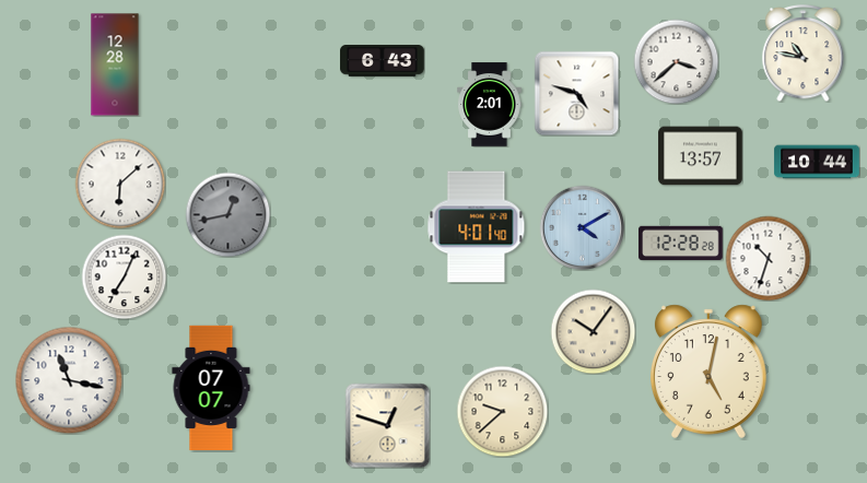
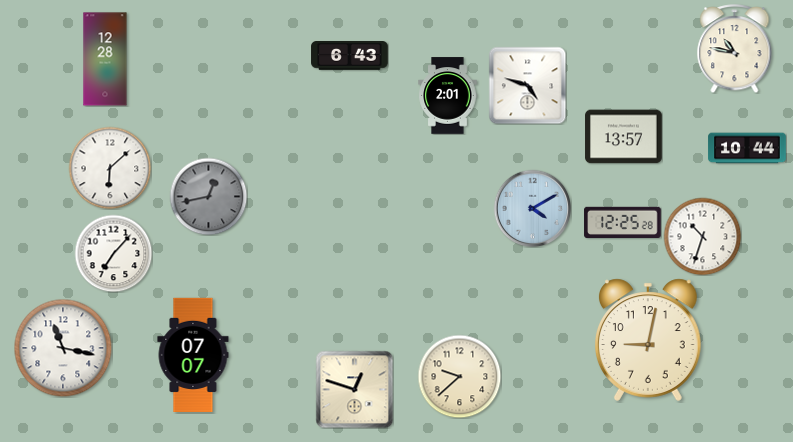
clock at (676, 61): 3:38 -> none
clock at (701, 156) position: (701, 156) -> (624, 137)
clock at (477, 227): 4:01 -> none
clock at (681, 243): 12:28 -> 12:25
clock at (124, 276): 7:04 -> 7:07
clock at (593, 331): 10:06 -> none
clock at (710, 372): 5:02 -> 9:02
